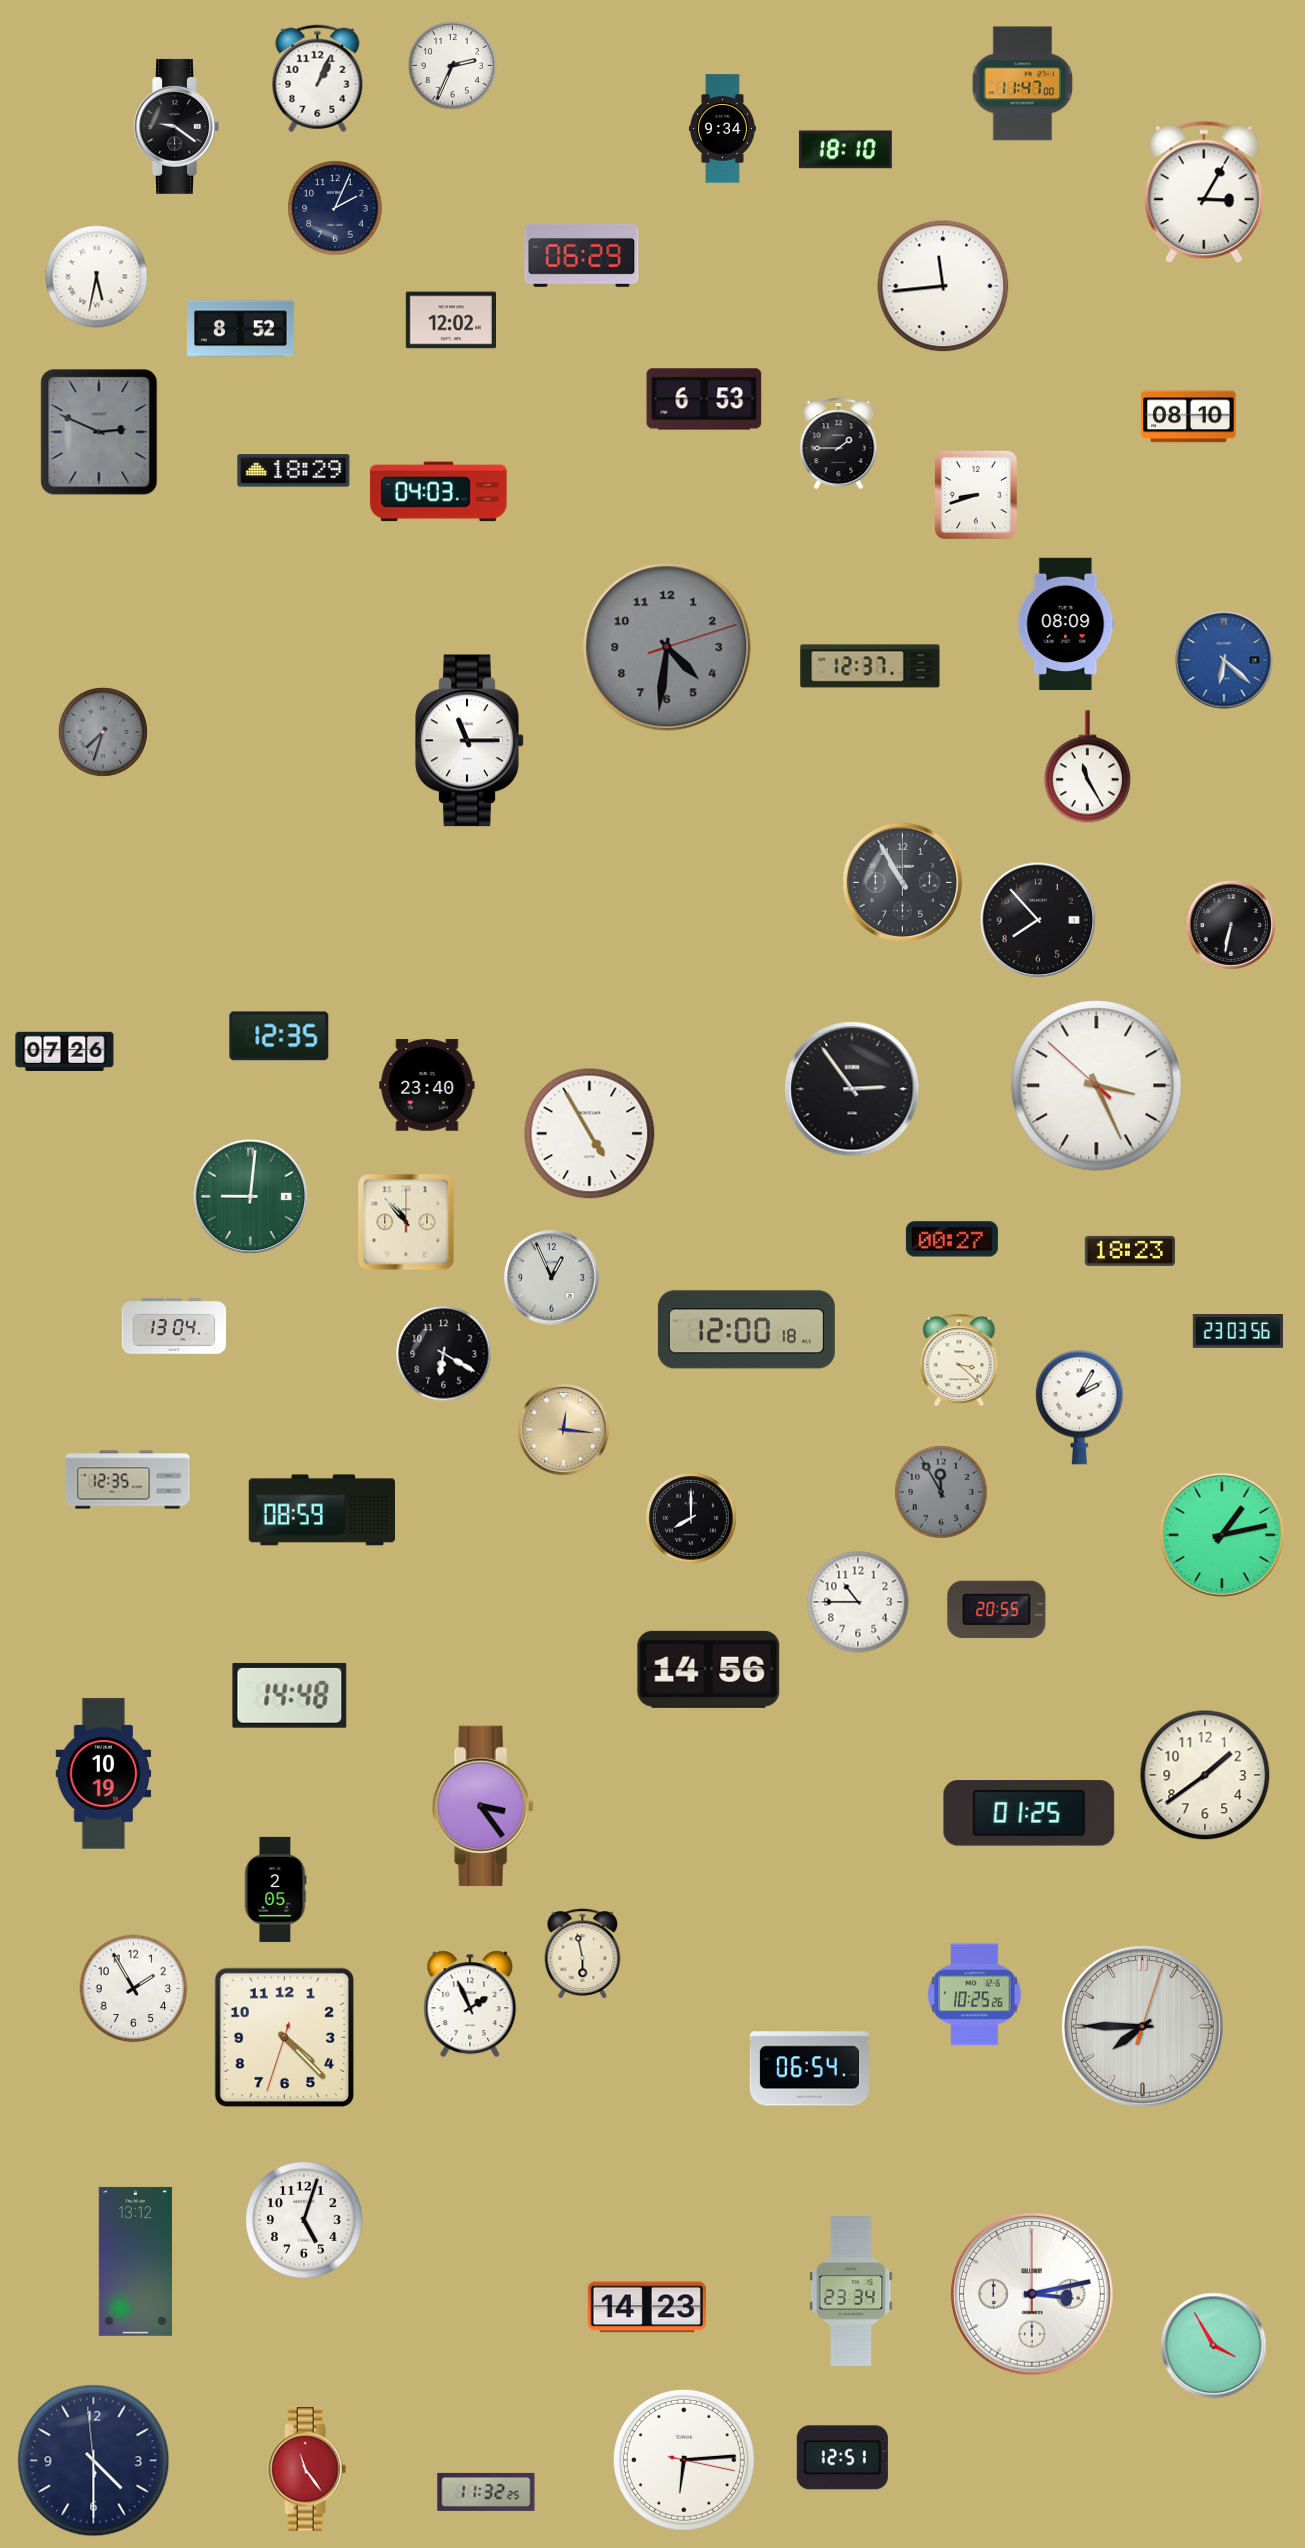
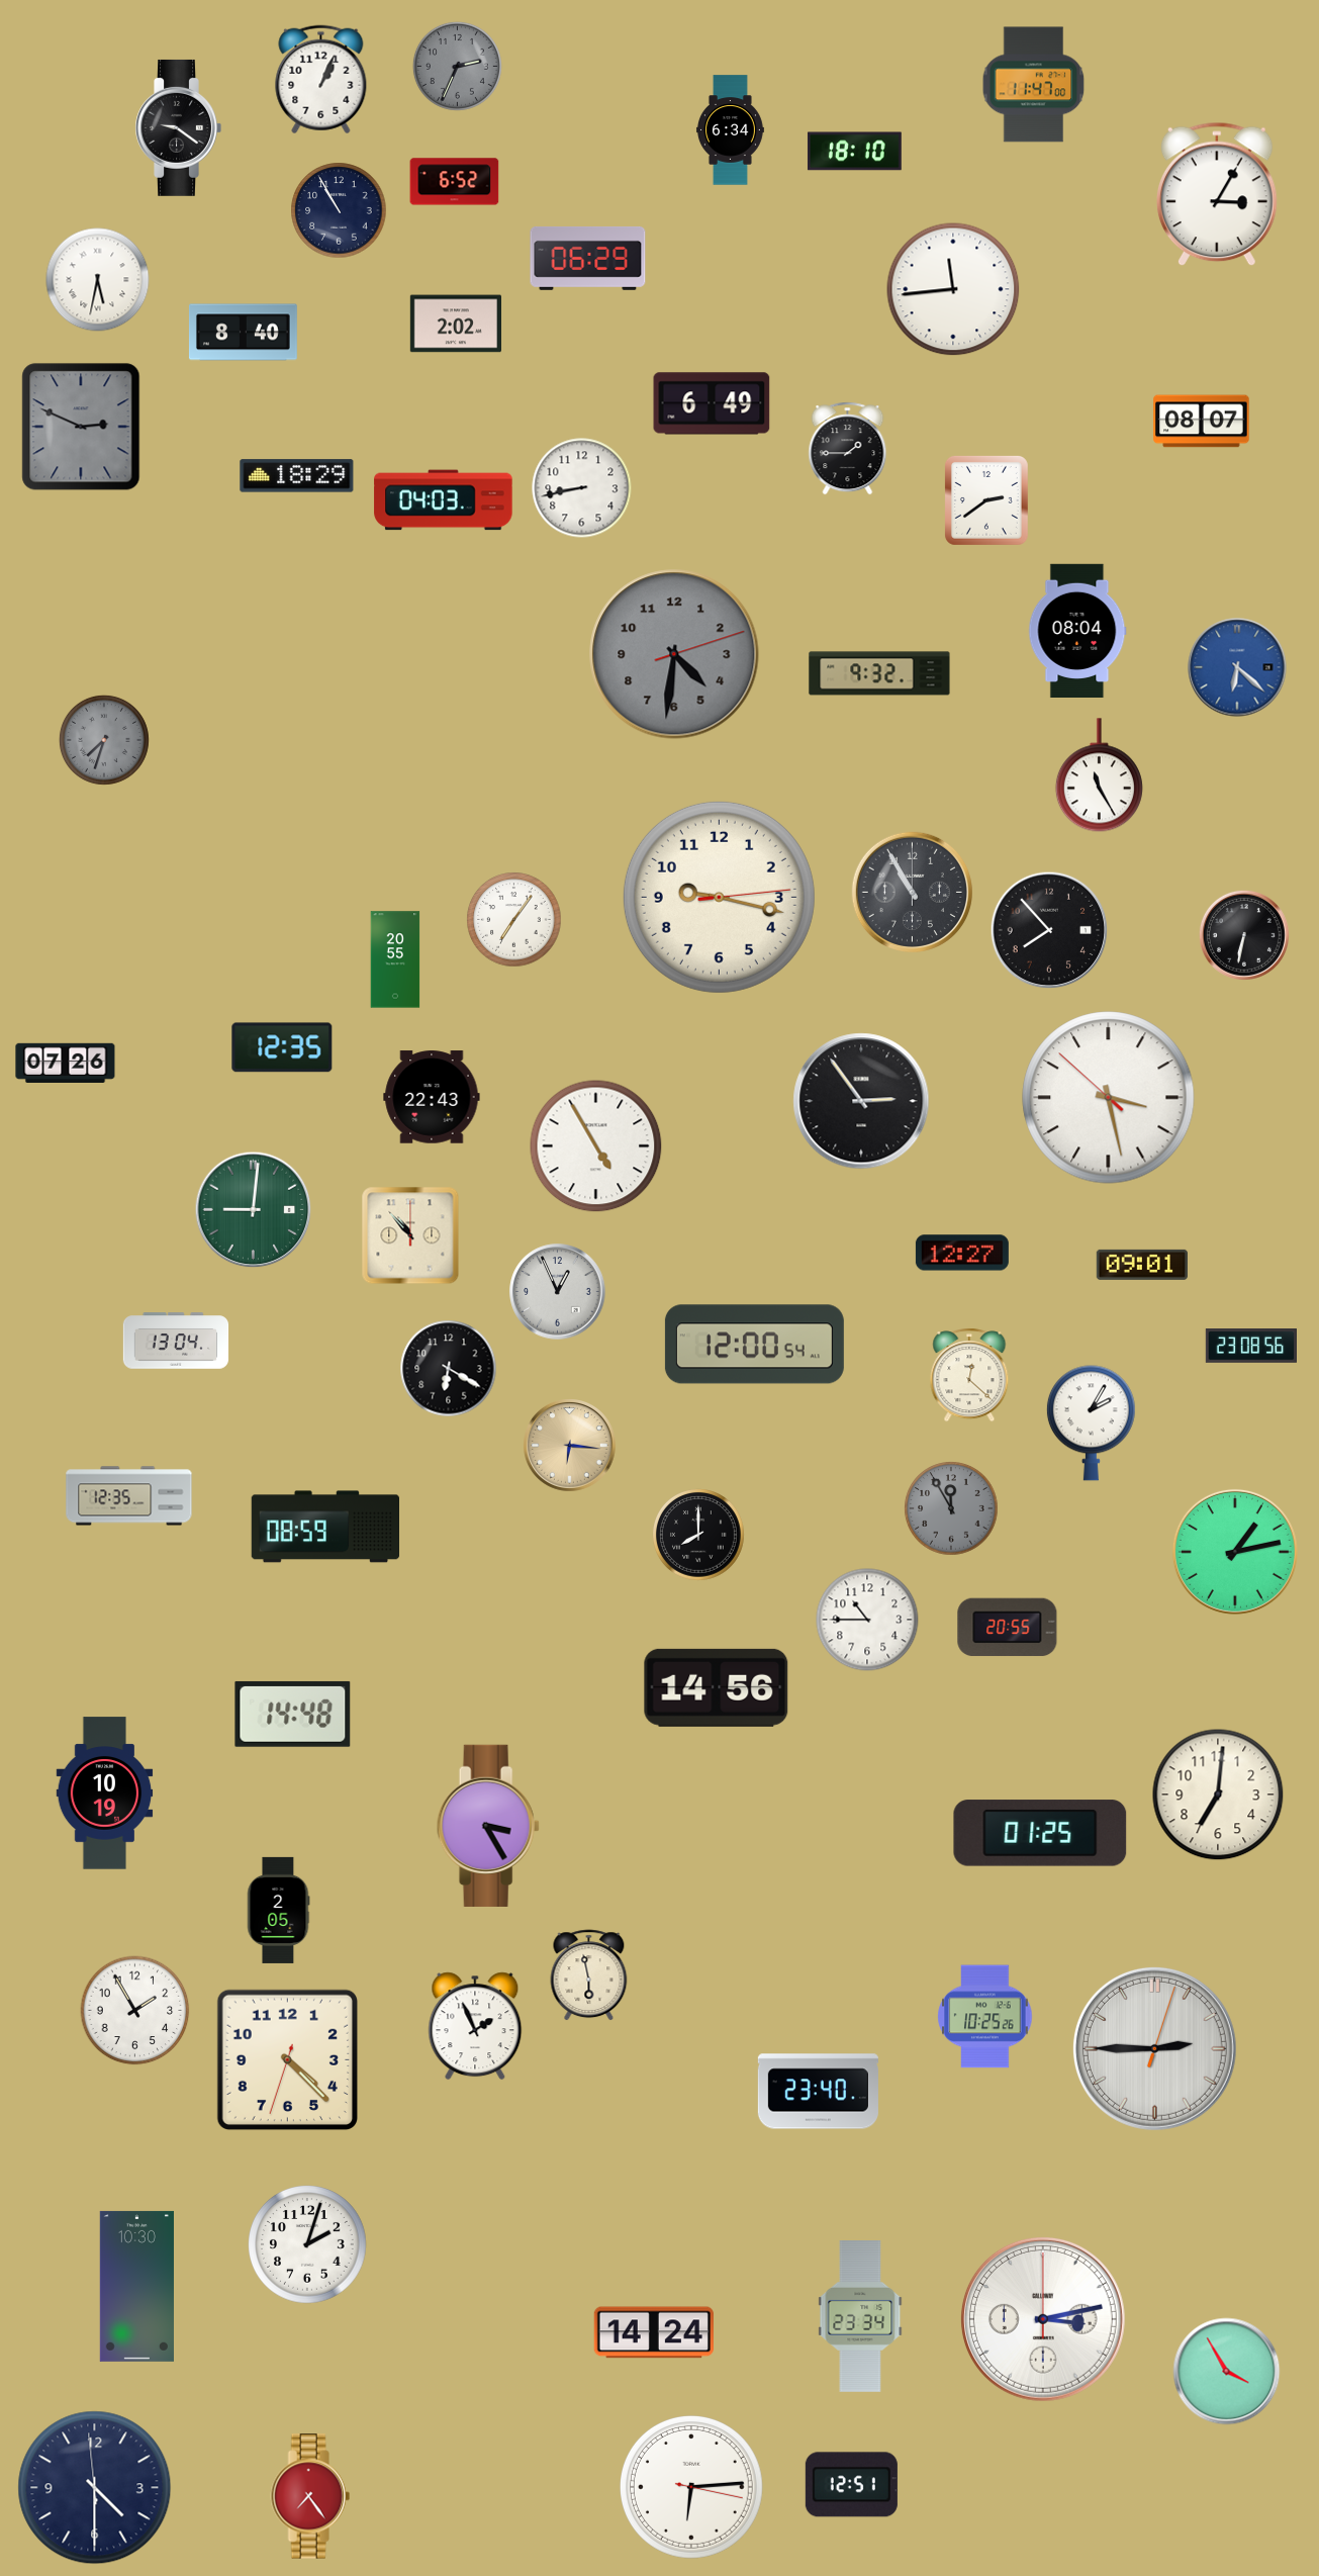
clock at (452, 65) dial: white -> grey
clock at (722, 129): 9:34 -> 6:34
clock at (455, 182): none -> 6:52
clock at (335, 208): 2:04 -> 10:55
clock at (450, 320): 12:02 -> 2:02
clock at (240, 329): 8:52 -> 8:40
clock at (704, 399): 6:53 -> 6:49
clock at (1189, 417): 08:10 -> 08:07
clock at (99, 432) position: (99, 432) -> (81, 427)
clock at (582, 488): none -> 8:43
clock at (439, 492) position: (439, 492) -> (444, 500)
clock at (976, 495): 8:42 -> 2:39
clock at (1066, 623): 08:09 -> 08:04
clock at (870, 666): 12:37 -> 9:32
clock at (470, 741): 11:15 -> none
clock at (719, 897): none -> 9:17
clock at (514, 920): none -> 7:06
clock at (395, 959): none -> 20:55
clock at (427, 1085): 23:40 -> 22:43
clock at (1097, 1086): 3:25 -> 3:27
clock at (952, 1239): 00:27 -> 12:27
clock at (1130, 1251): 18:23 -> 09:01
clock at (746, 1330): 12:00:18 -> 12:00:54
clock at (1237, 1331): 23:03 -> 23:08
clock at (959, 1360): 3:22 -> 12:22
clock at (564, 1430): 12:16 -> 6:16
clock at (1205, 1775): 1:39 -> 7:01
clock at (483, 1806): 3:24 -> 3:25
clock at (1142, 2026): 7:45 -> 2:45
clock at (809, 2069): 06:54 -> 23:40
clock at (304, 2220): 5:03 -> 2:03
clock at (135, 2261): 13:12 -> 10:30
clock at (647, 2307): 14:23 -> 14:24
clock at (307, 2469): 11:24 -> 7:24
clock at (486, 2492): 11:32 -> none
